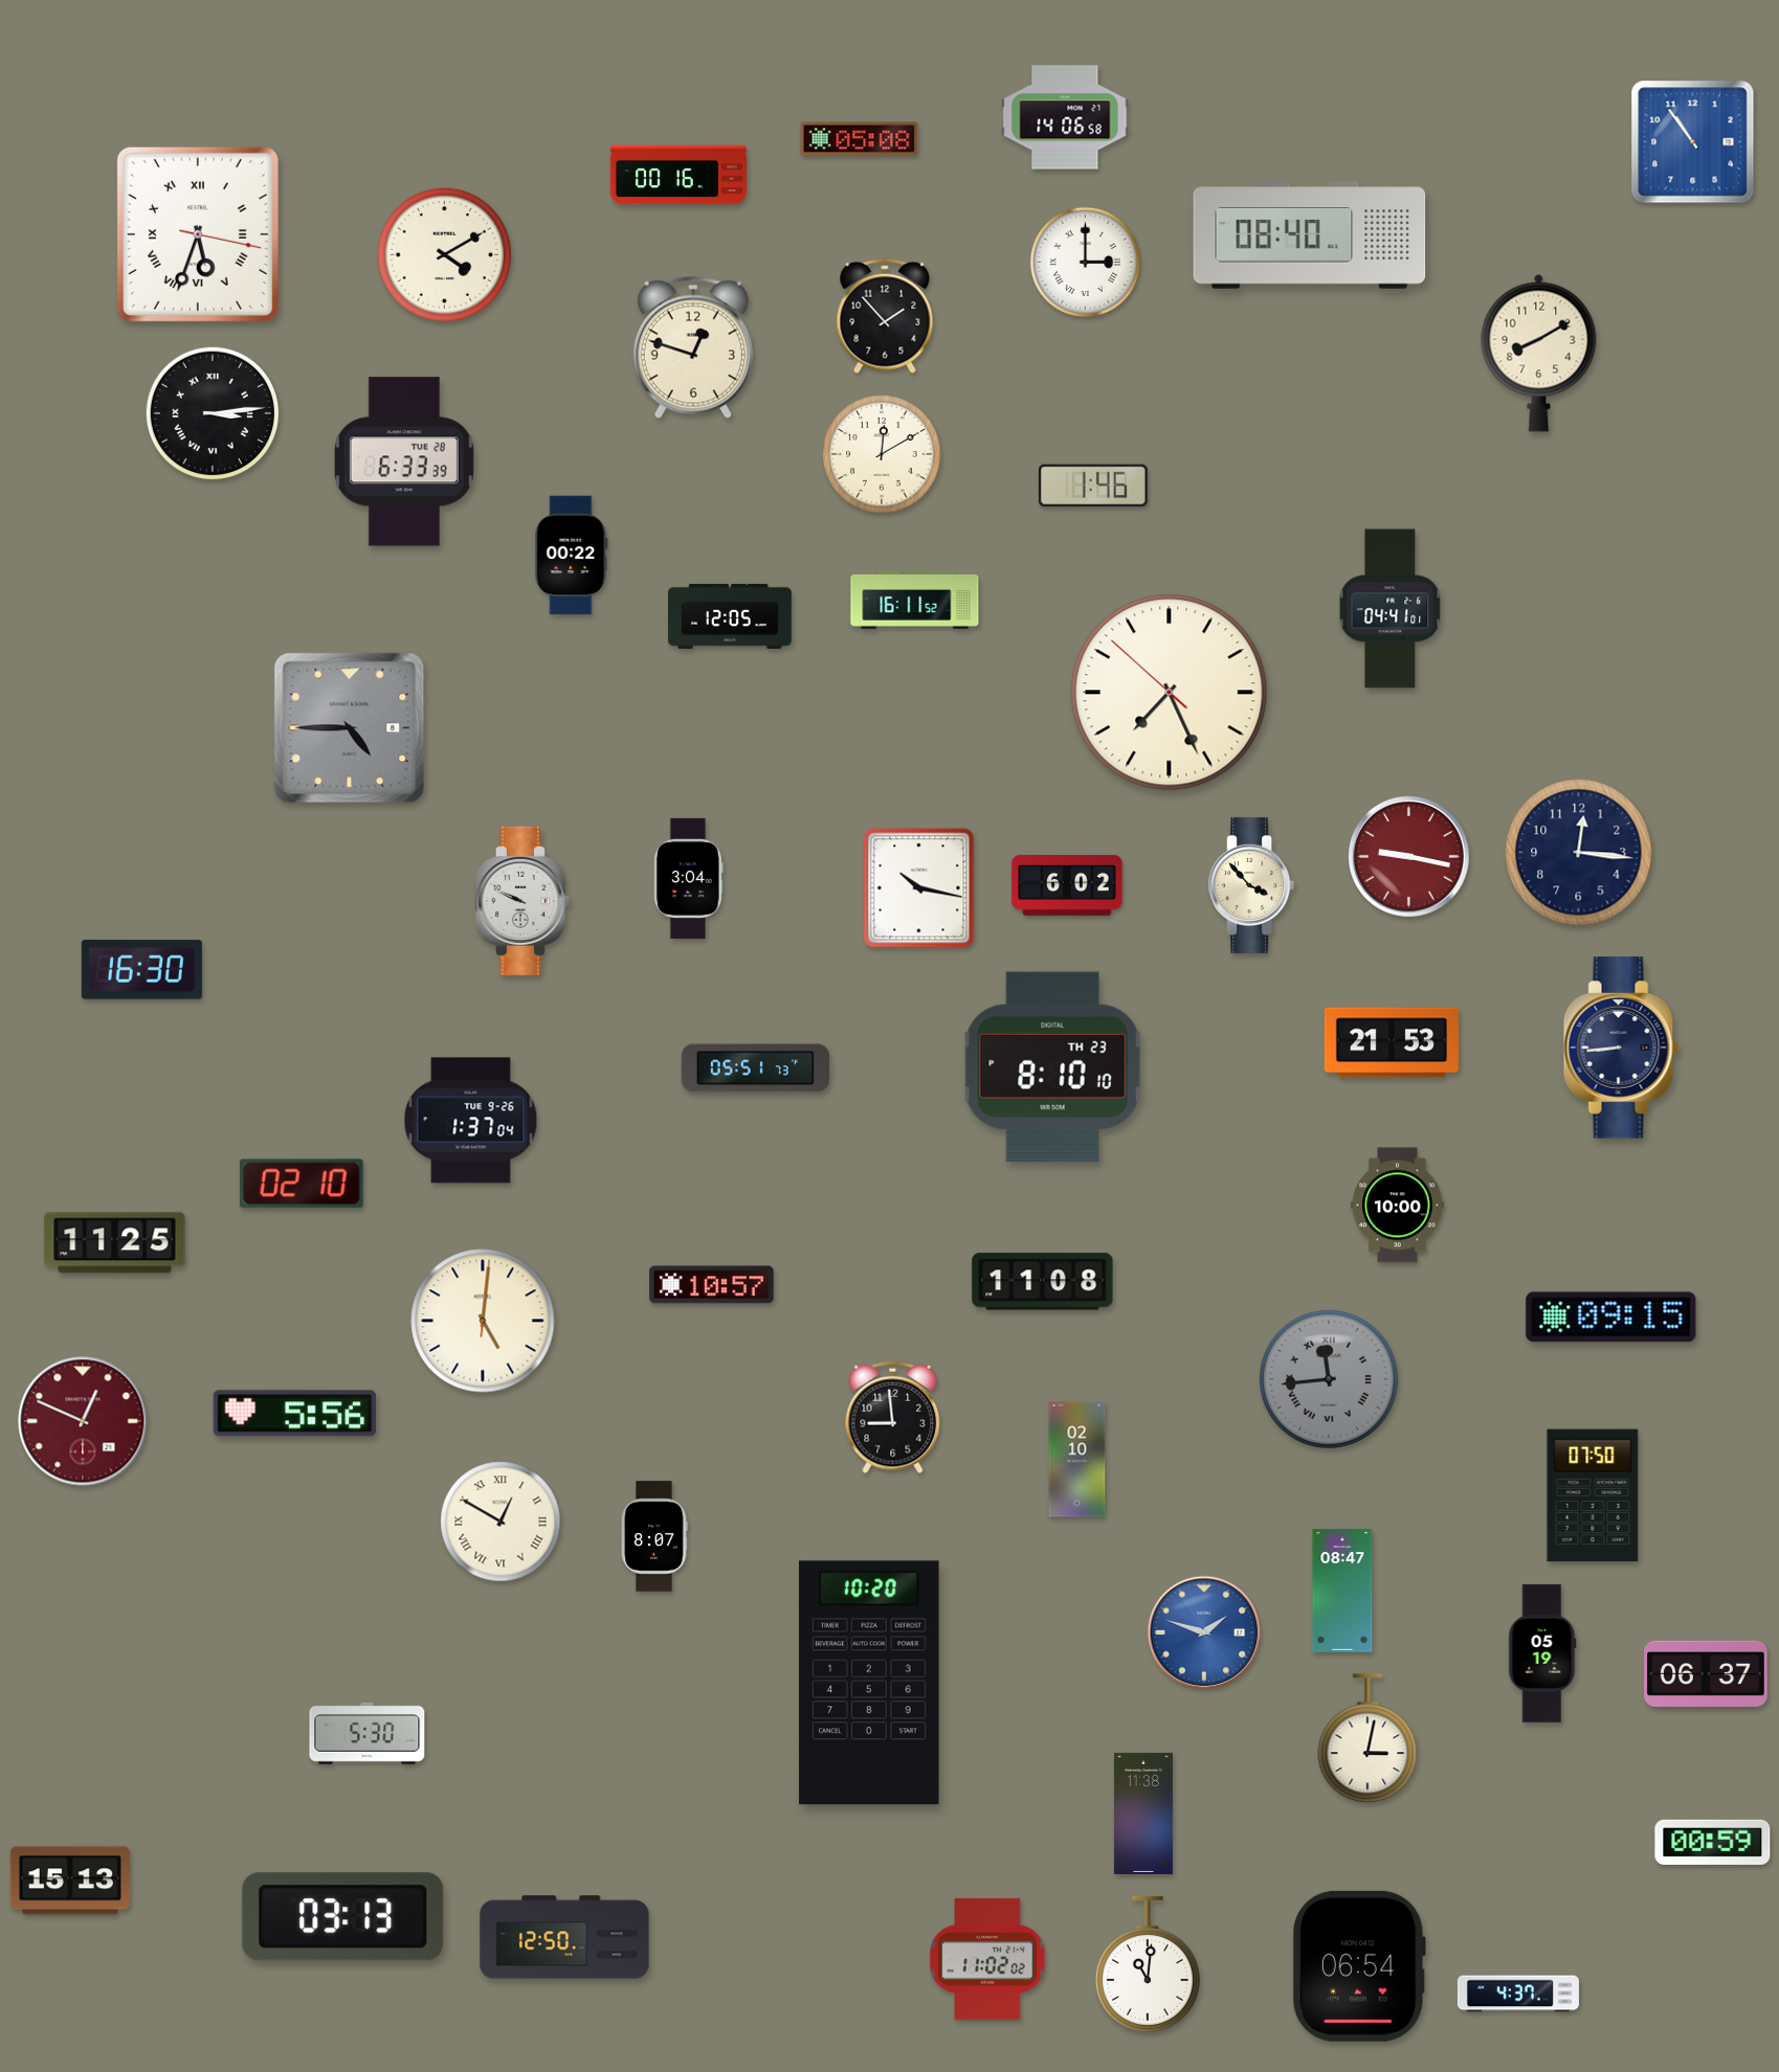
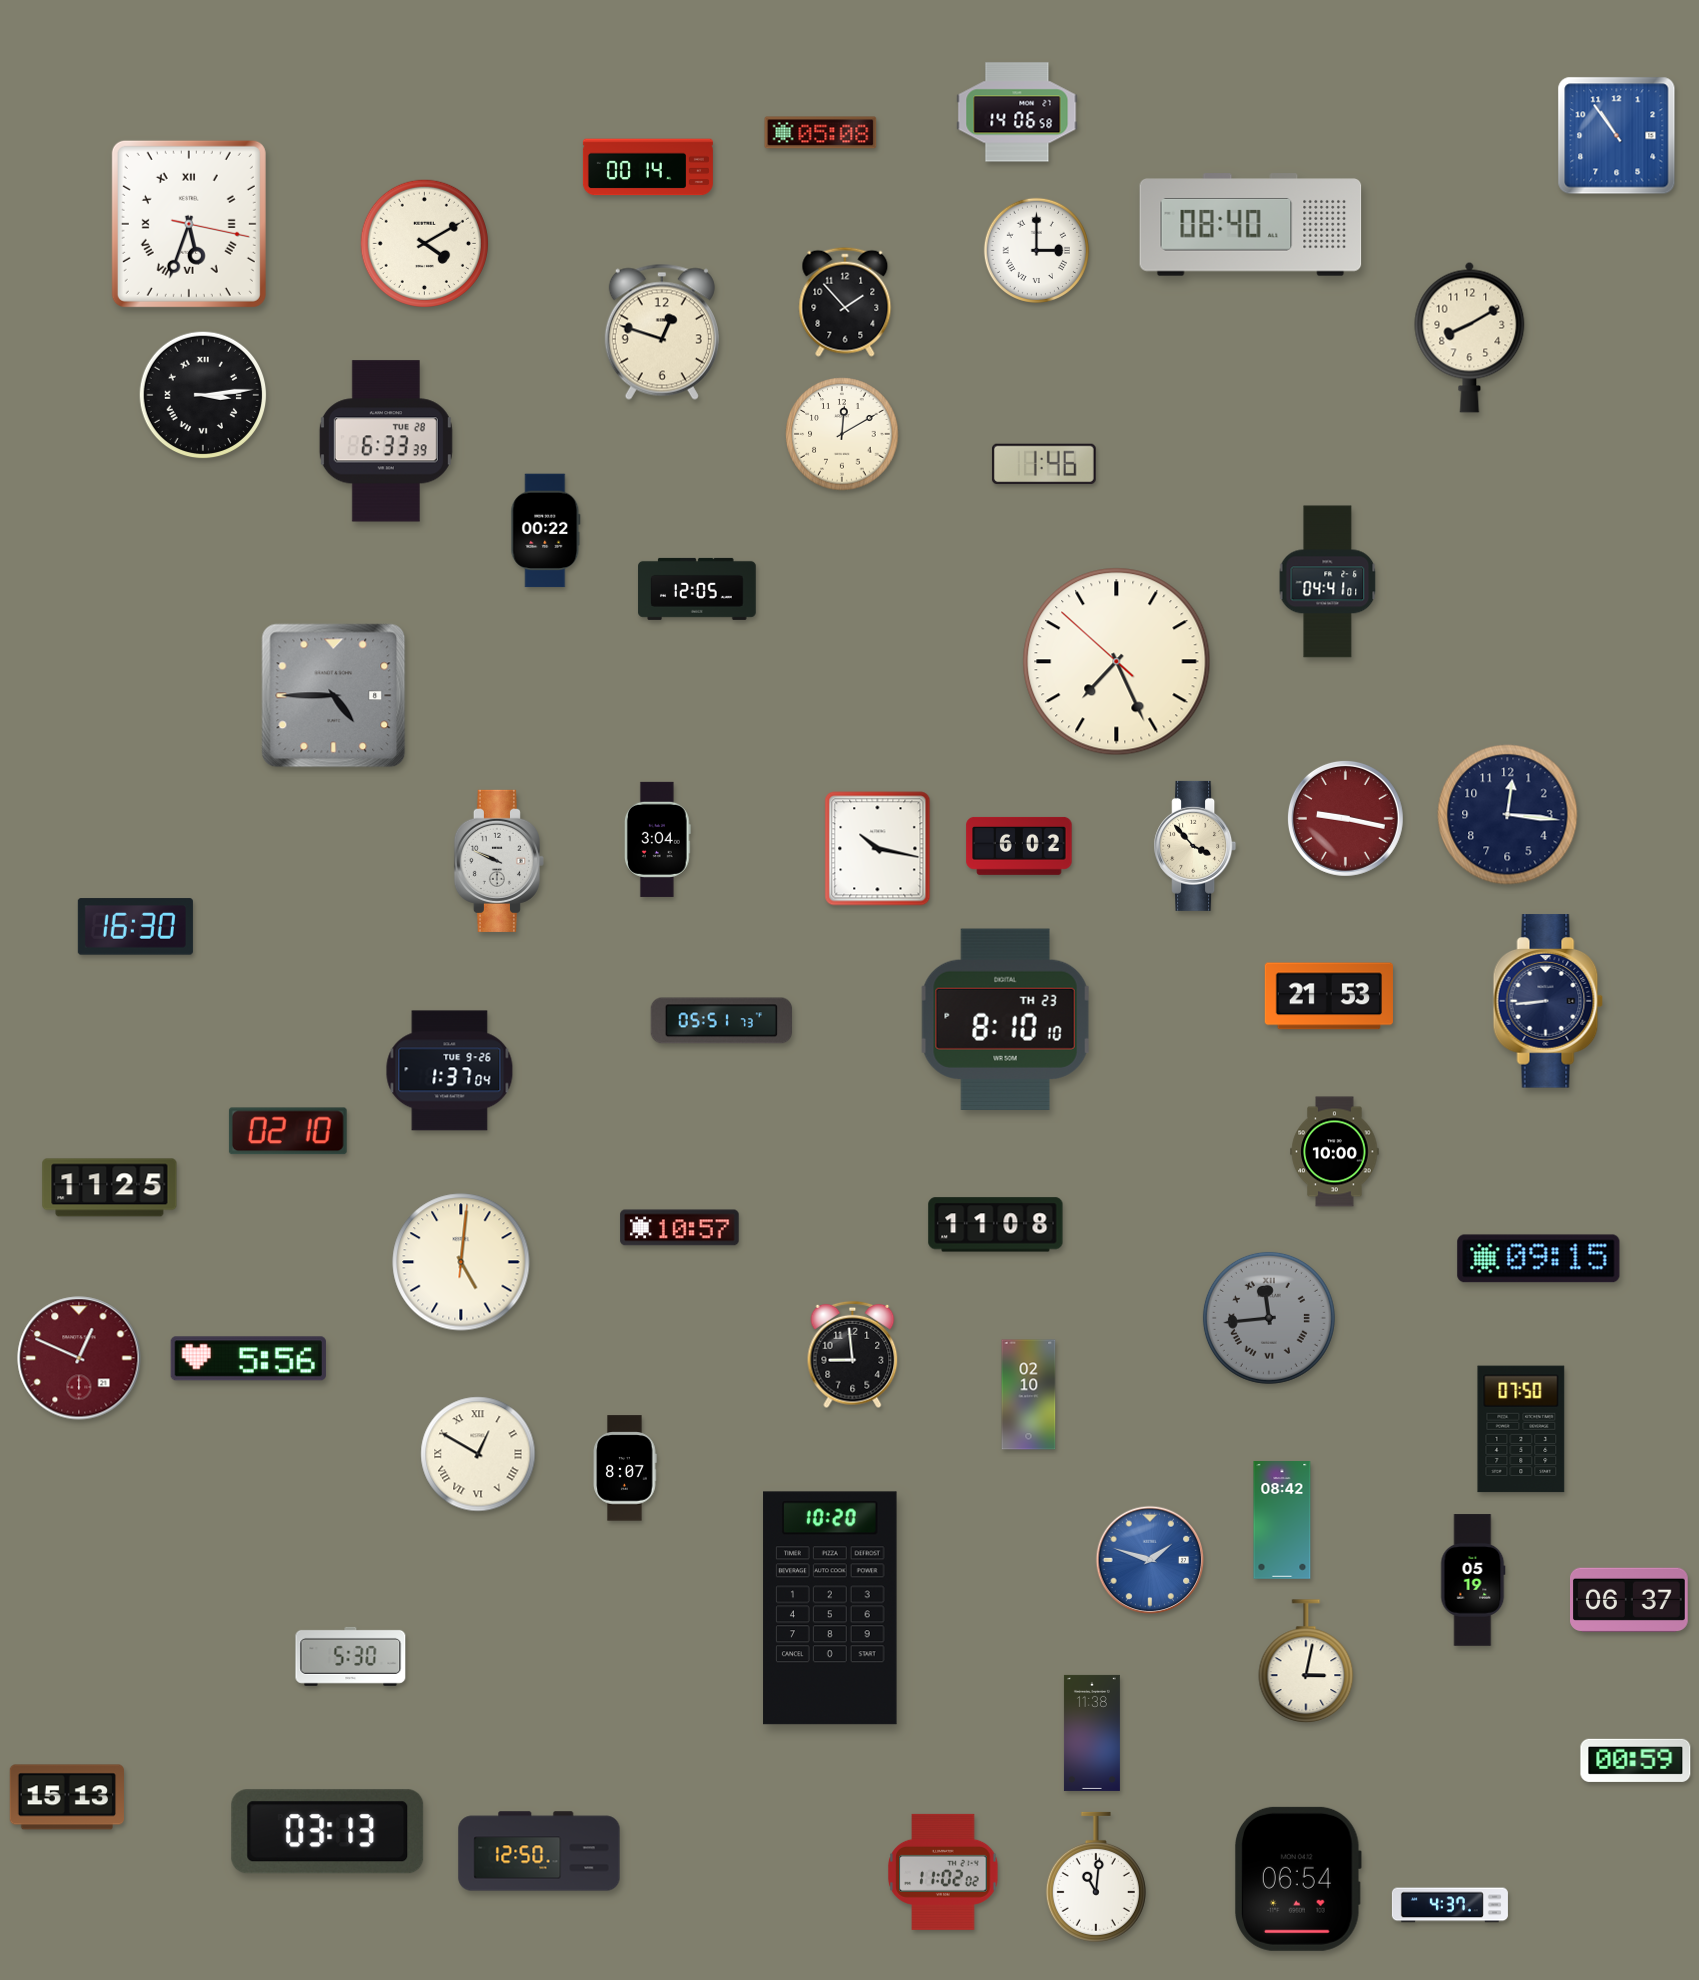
clock at (679, 175): 00:16 -> 00:14
clock at (915, 601): 16:11 -> none
clock at (294, 1414) position: (294, 1414) -> (248, 1359)
clock at (1342, 1591): 08:47 -> 08:42
